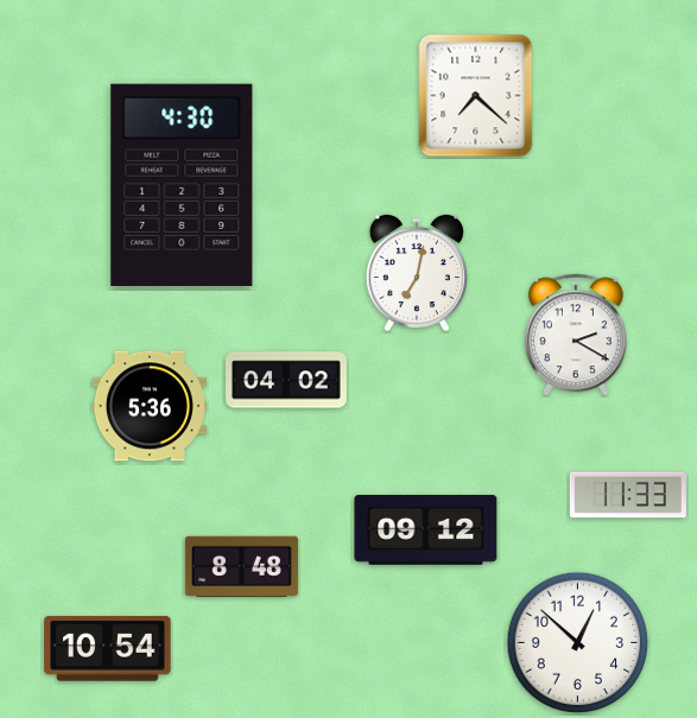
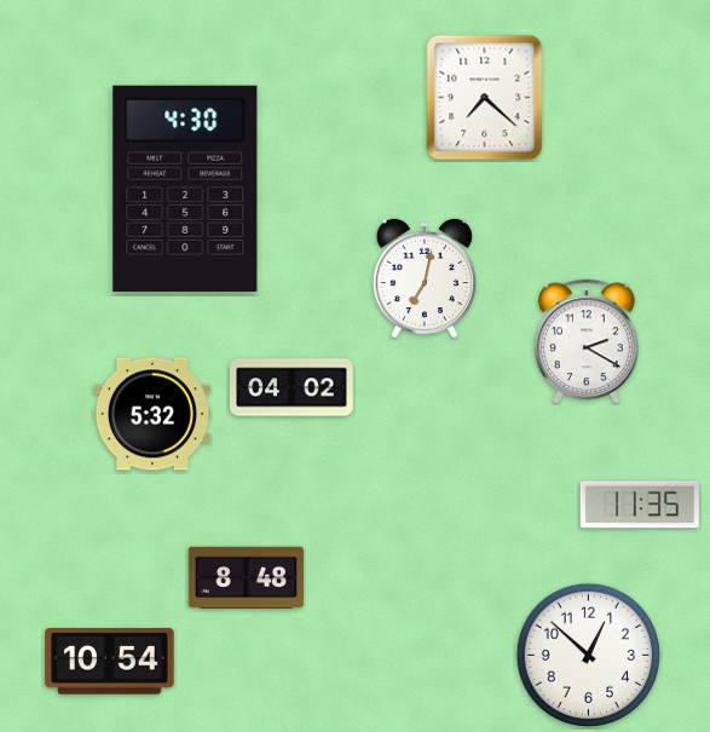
clock at (150, 406): 5:36 -> 5:32
clock at (628, 495): 11:33 -> 11:35
clock at (426, 529): 09:12 -> none
